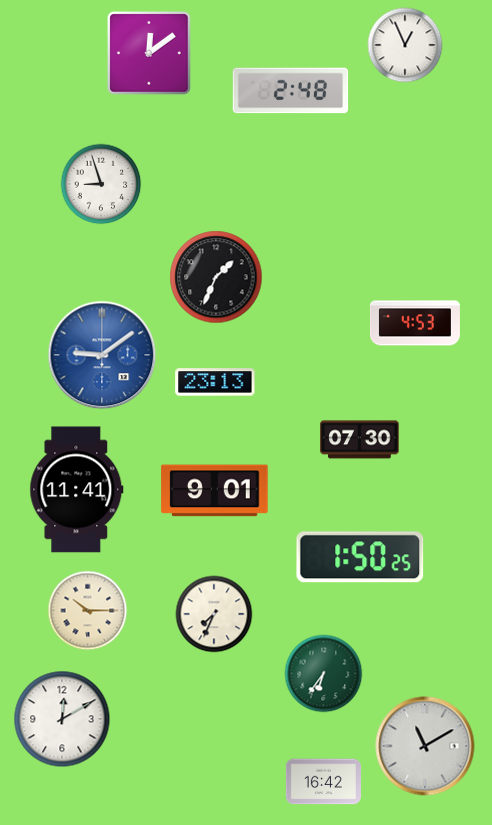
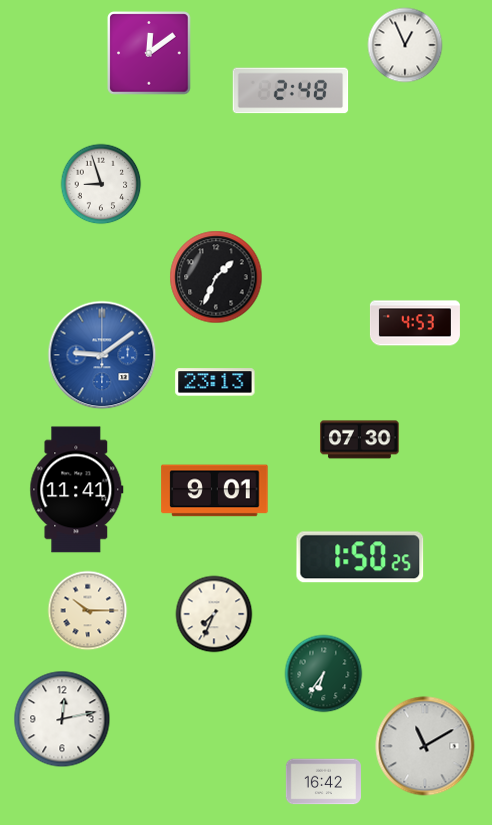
clock at (62, 719): 12:10 -> 12:13
